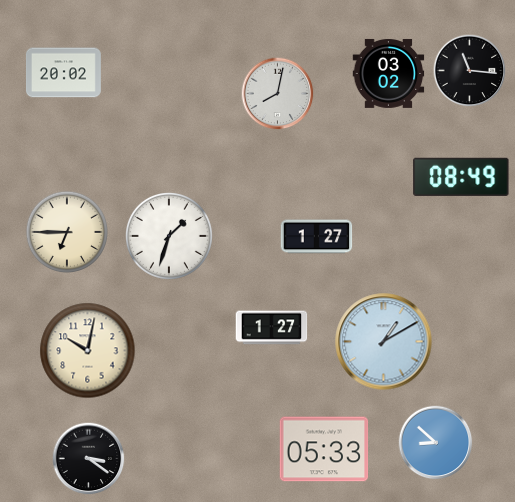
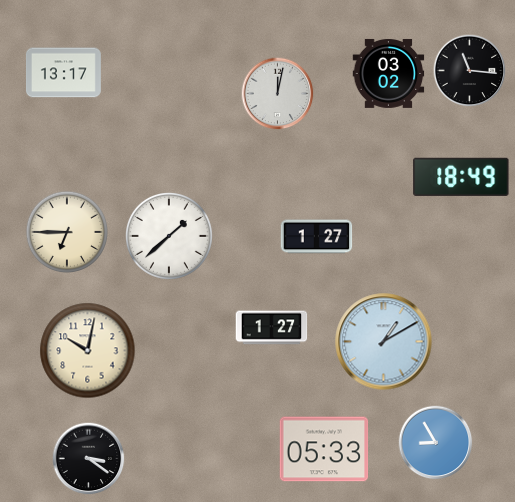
clock at (63, 73): 20:02 -> 13:17
clock at (278, 94): 8:02 -> 12:02
clock at (461, 177): 08:49 -> 18:49
clock at (169, 236): 1:33 -> 1:38
clock at (436, 443): 8:52 -> 8:55
